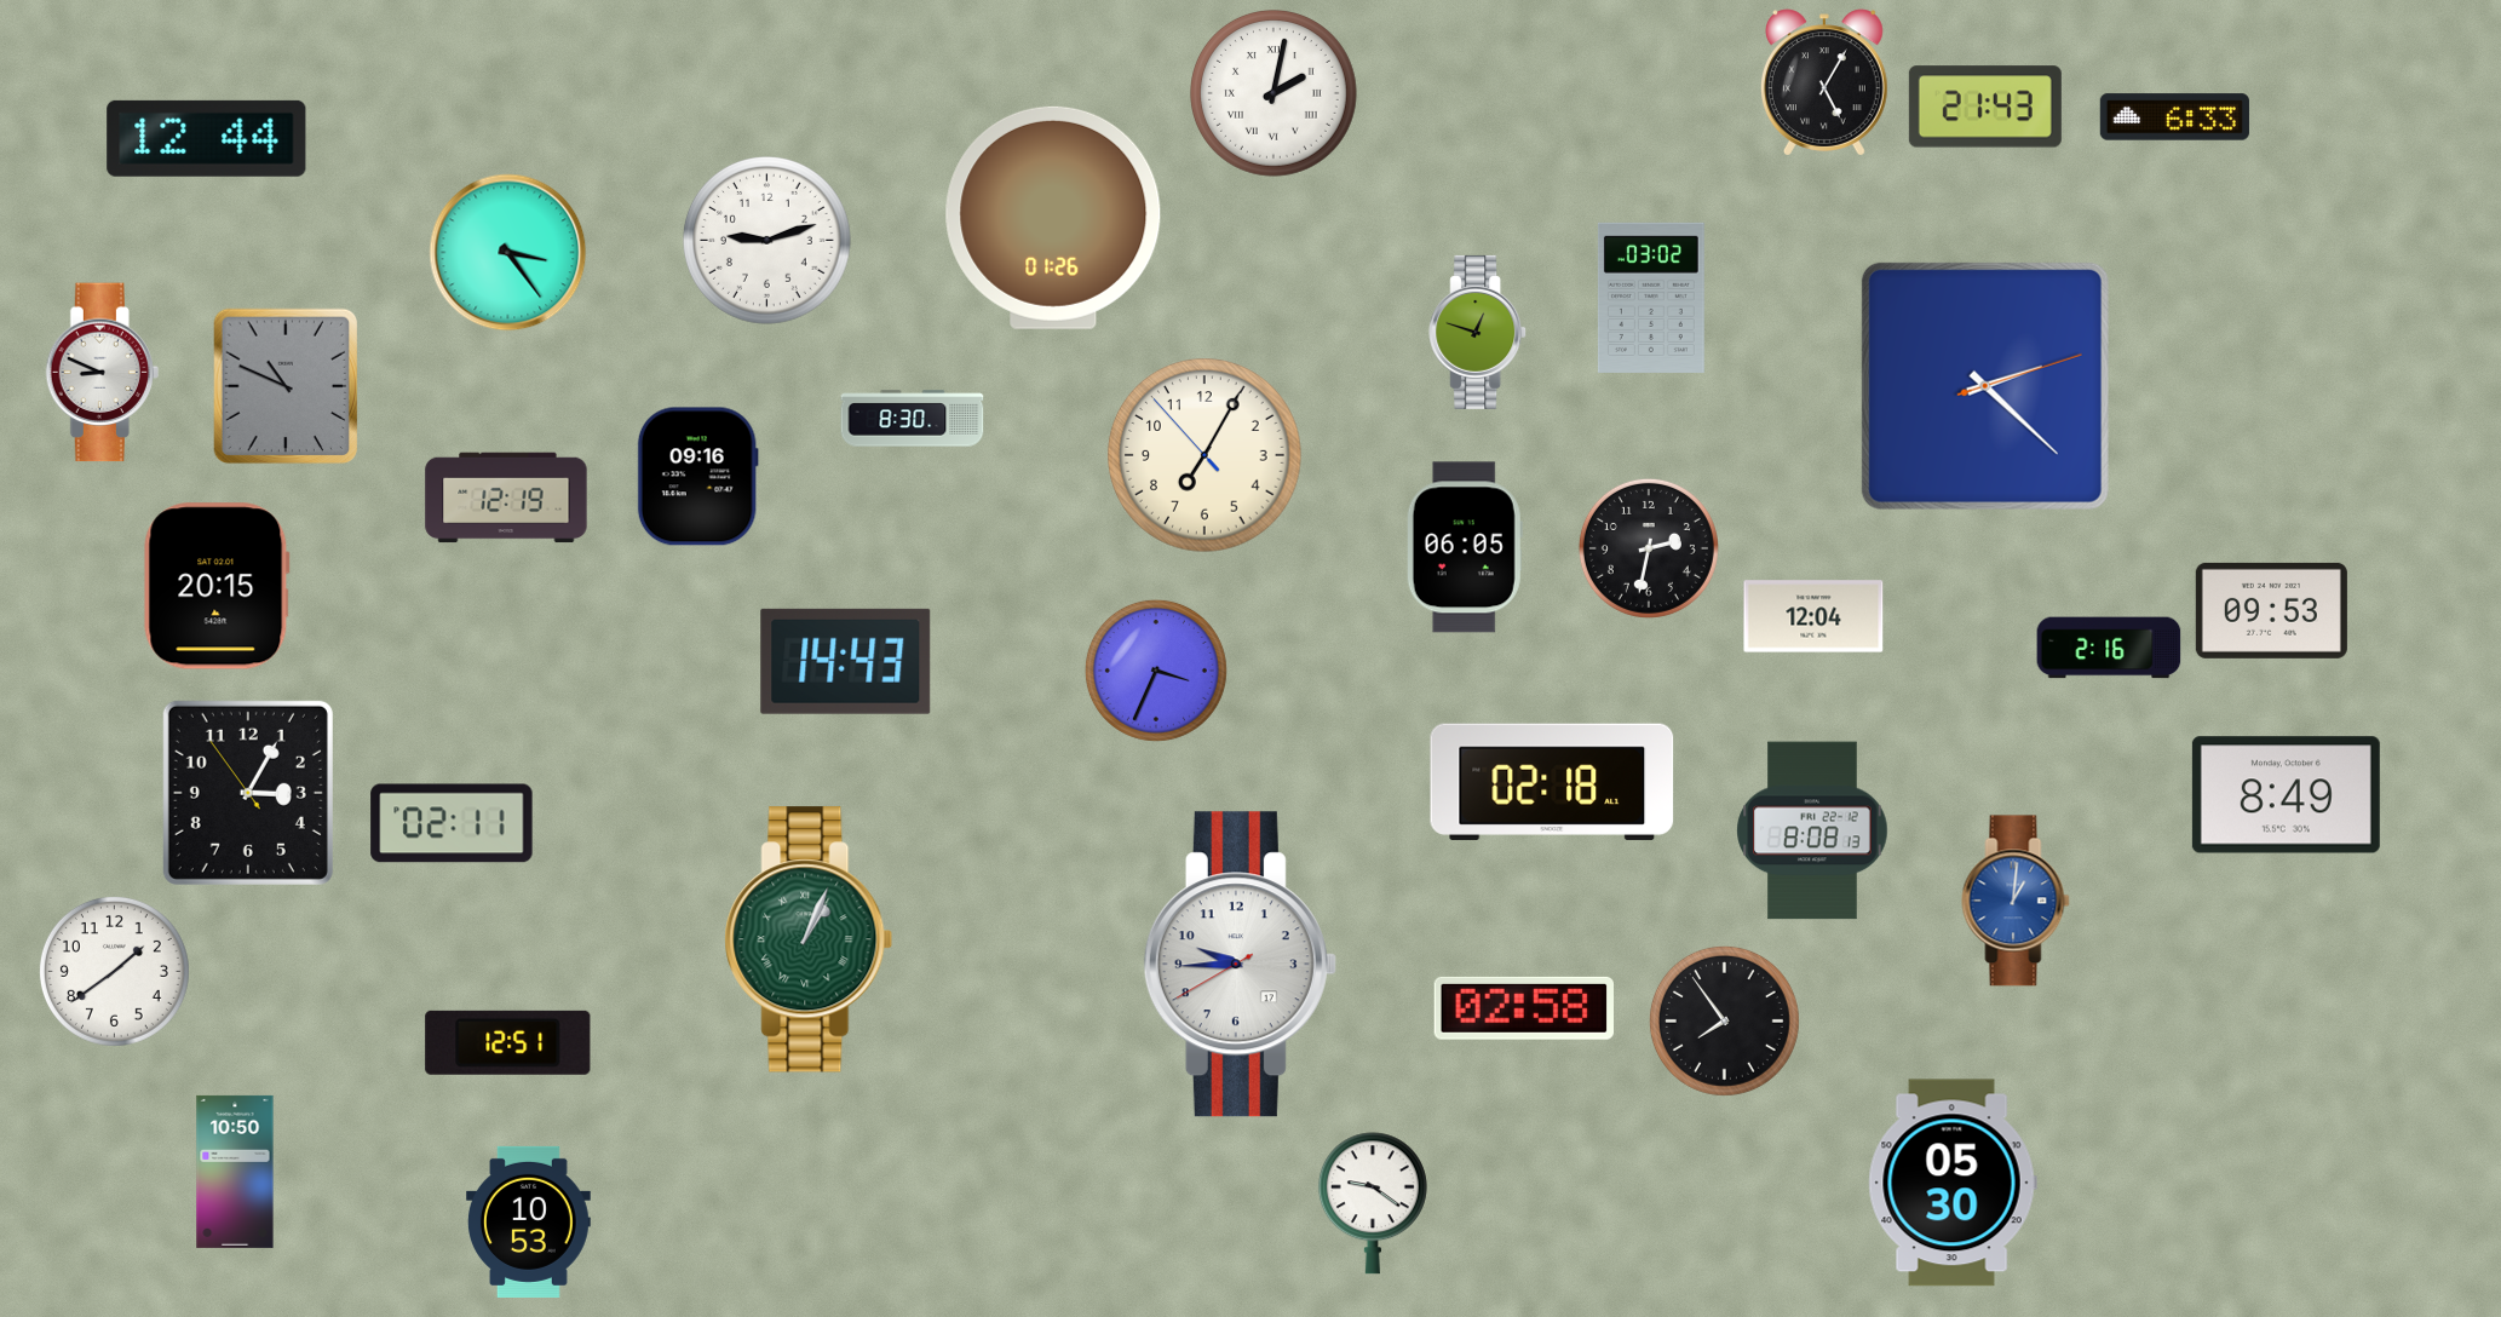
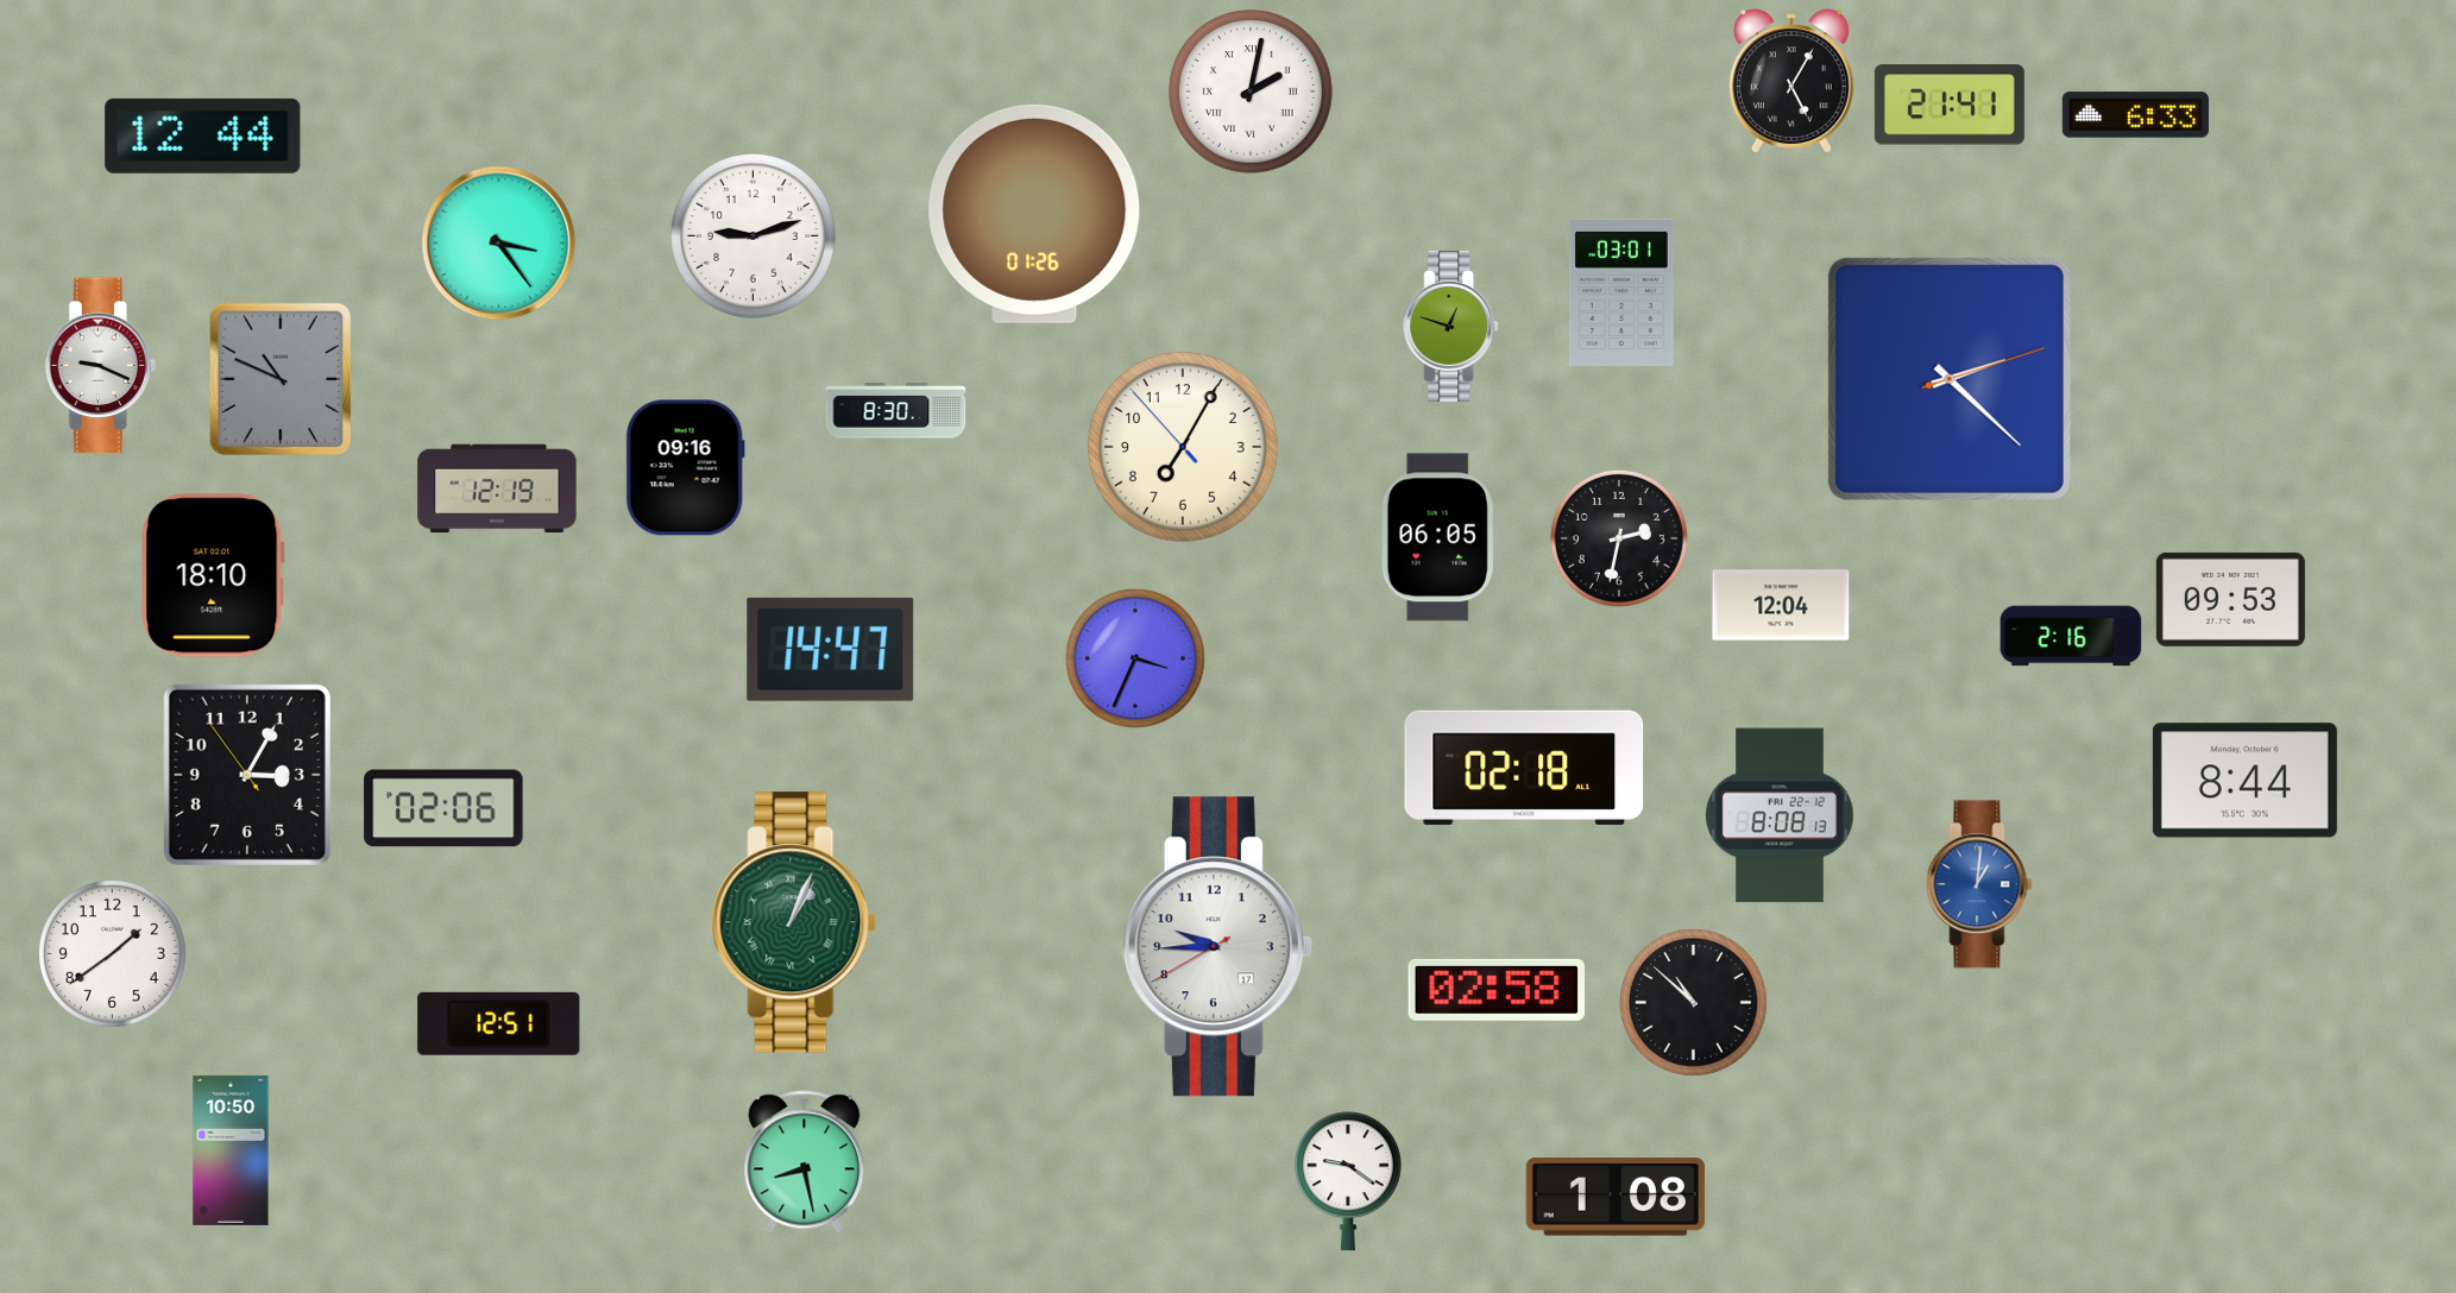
clock at (1985, 107): 21:43 -> 21:41
clock at (508, 253) position: (508, 253) -> (499, 244)
clock at (1651, 298): 03:02 -> 03:01
clock at (102, 373): 8:49 -> 9:19
clock at (217, 586): 20:15 -> 18:10
clock at (846, 661): 14:43 -> 14:47
clock at (248, 793) position: (248, 793) -> (247, 775)
clock at (2286, 795): 8:49 -> 8:44
clock at (452, 823): 02:11 -> 02:06
clock at (1724, 1020): 7:54 -> 10:52
clock at (1953, 1183): 05:30 -> none
clock at (805, 1162): none -> 8:28
clock at (1616, 1197): none -> 1:08
clock at (529, 1221): 10:53 -> none
